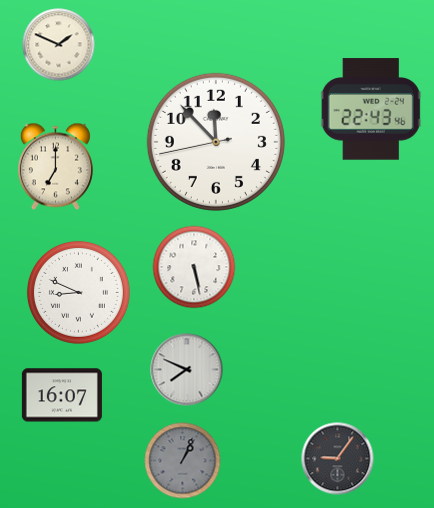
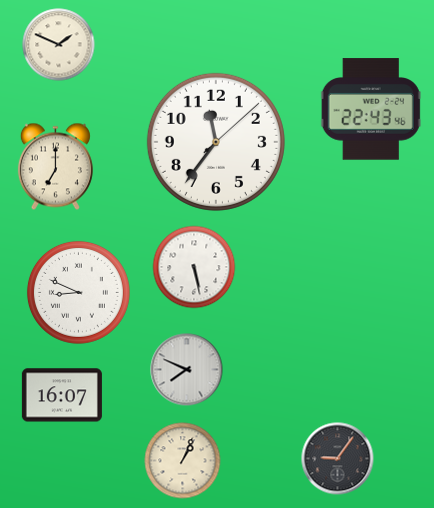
clock at (216, 142): 11:52 -> 11:36
clock at (183, 461) dial: grey -> cream
